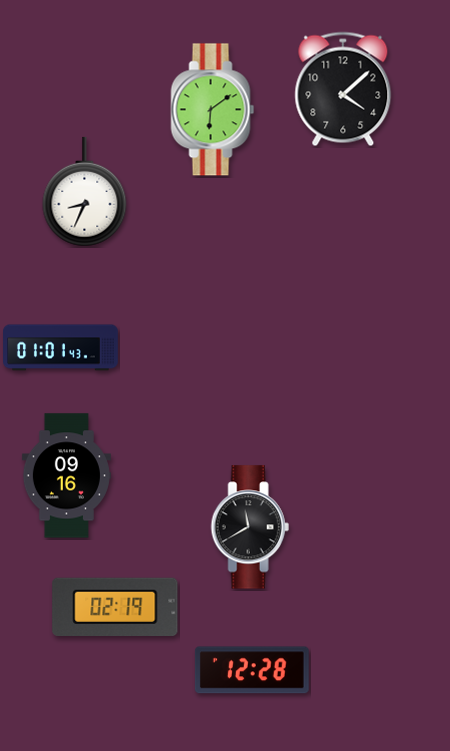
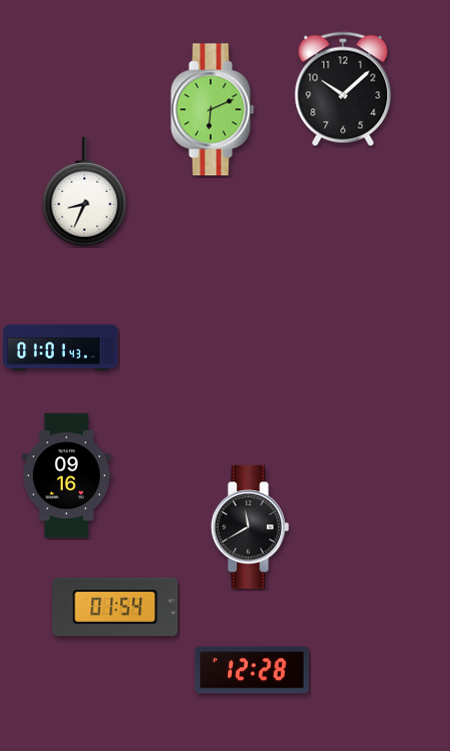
clock at (343, 89): 4:08 -> 10:08
clock at (213, 110): 6:09 -> 6:11
clock at (115, 606): 02:19 -> 01:54
